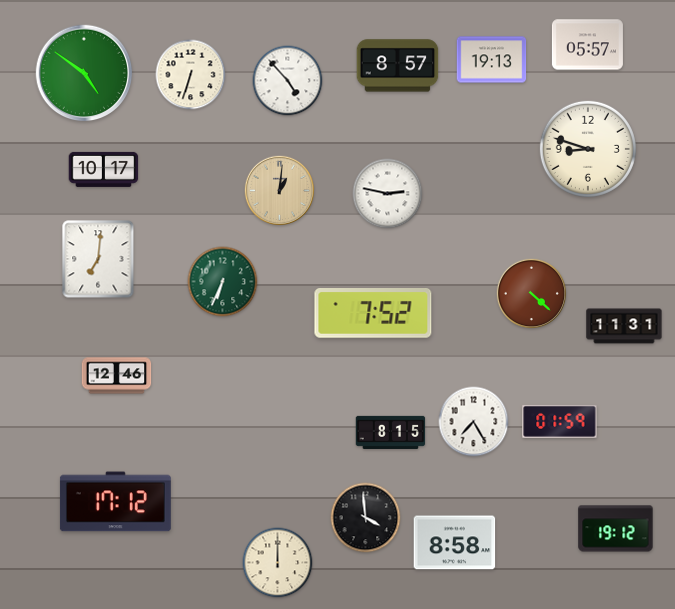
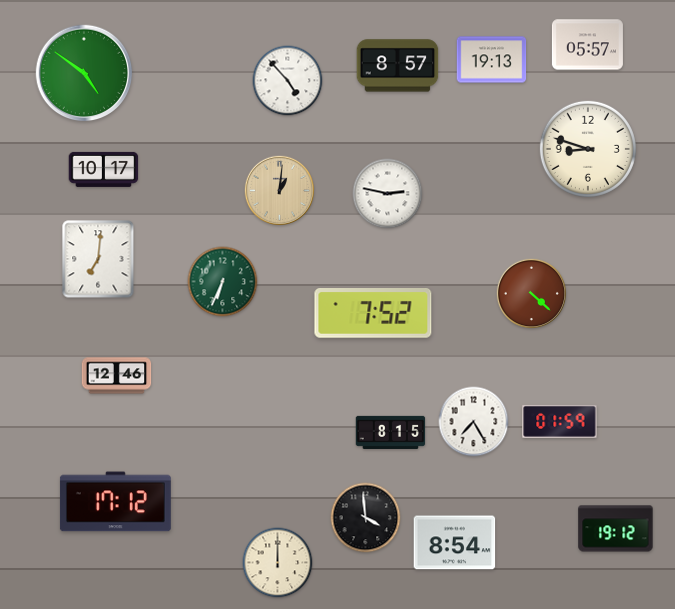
clock at (191, 75): 6:33 -> none
clock at (624, 326): 11:31 -> none
clock at (455, 543): 8:58 -> 8:54
